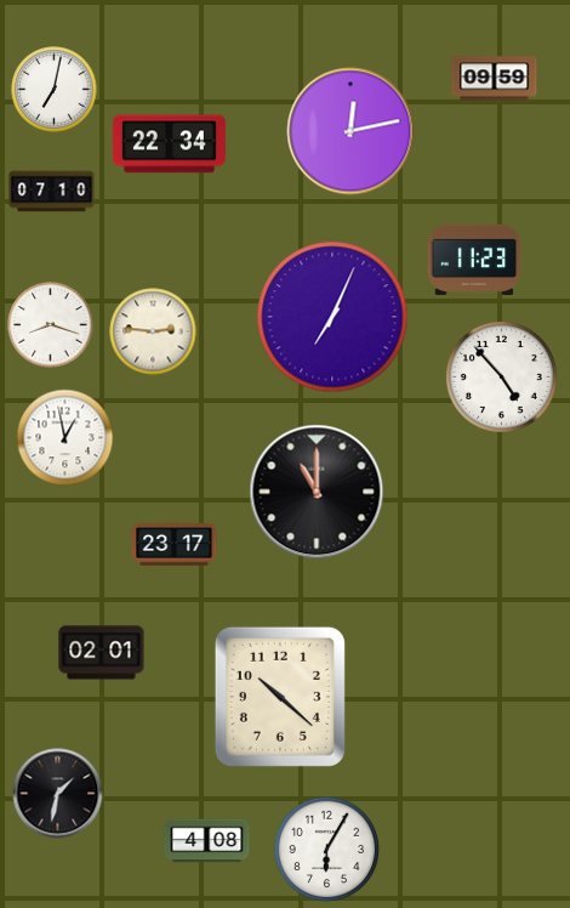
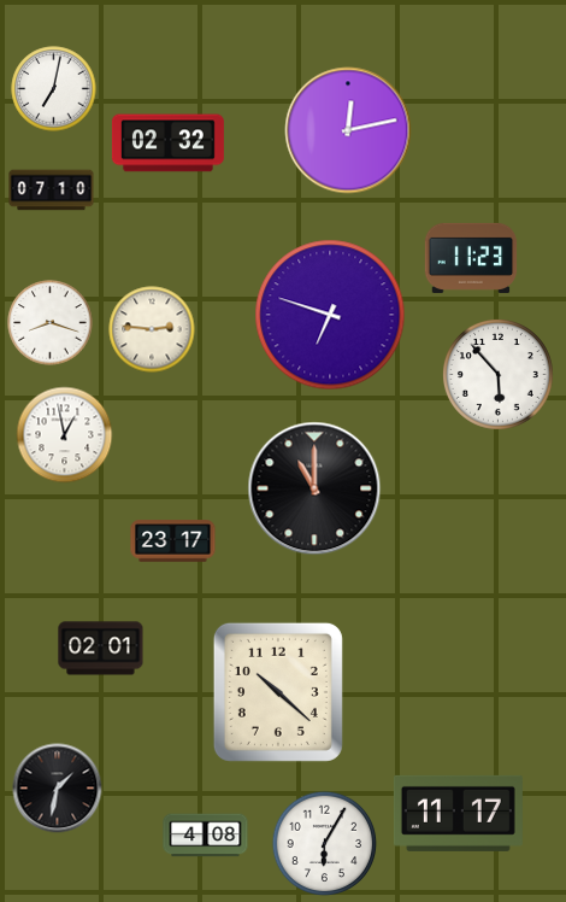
clock at (495, 79): 09:59 -> none
clock at (169, 144): 22:34 -> 02:32
clock at (332, 317): 7:04 -> 6:48
clock at (501, 376): 4:53 -> 5:53
clock at (458, 813): none -> 11:17
